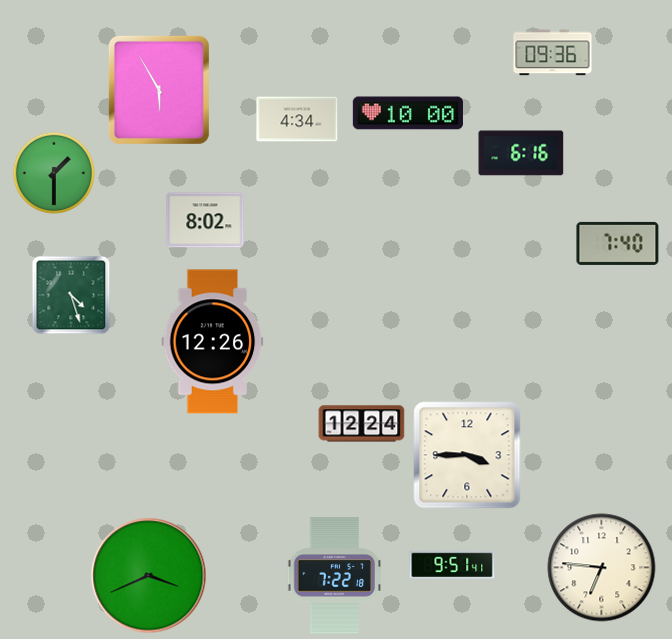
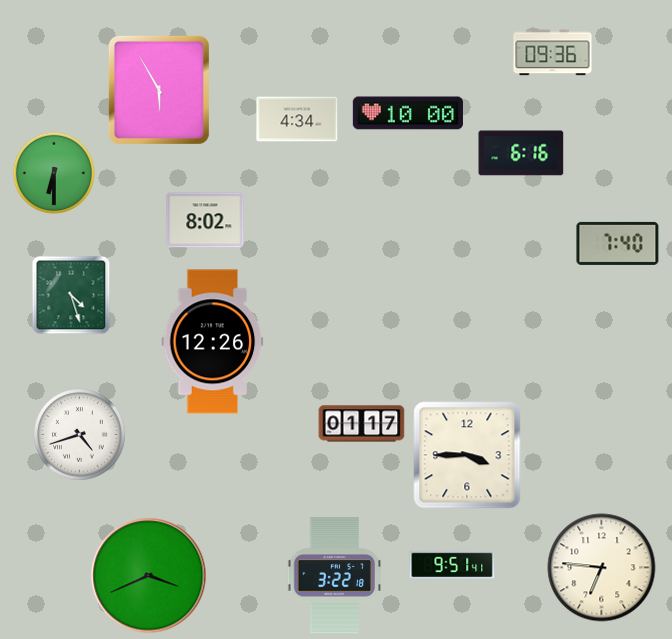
clock at (54, 173): 1:30 -> 6:30
clock at (362, 424): 12:24 -> 01:17
clock at (80, 435): none -> 4:42
clock at (334, 576): 7:22 -> 3:22
